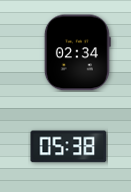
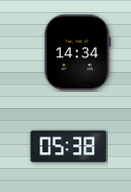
clock at (77, 53): 02:34 -> 14:34
